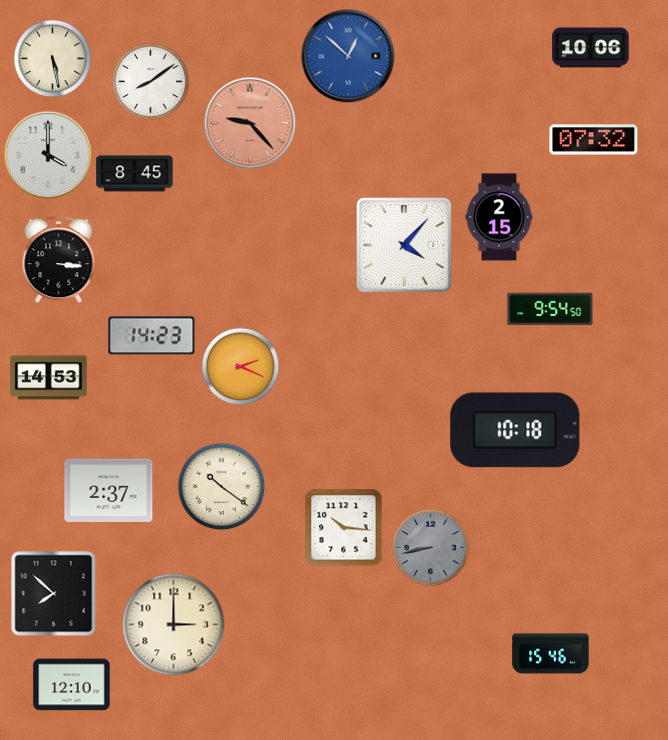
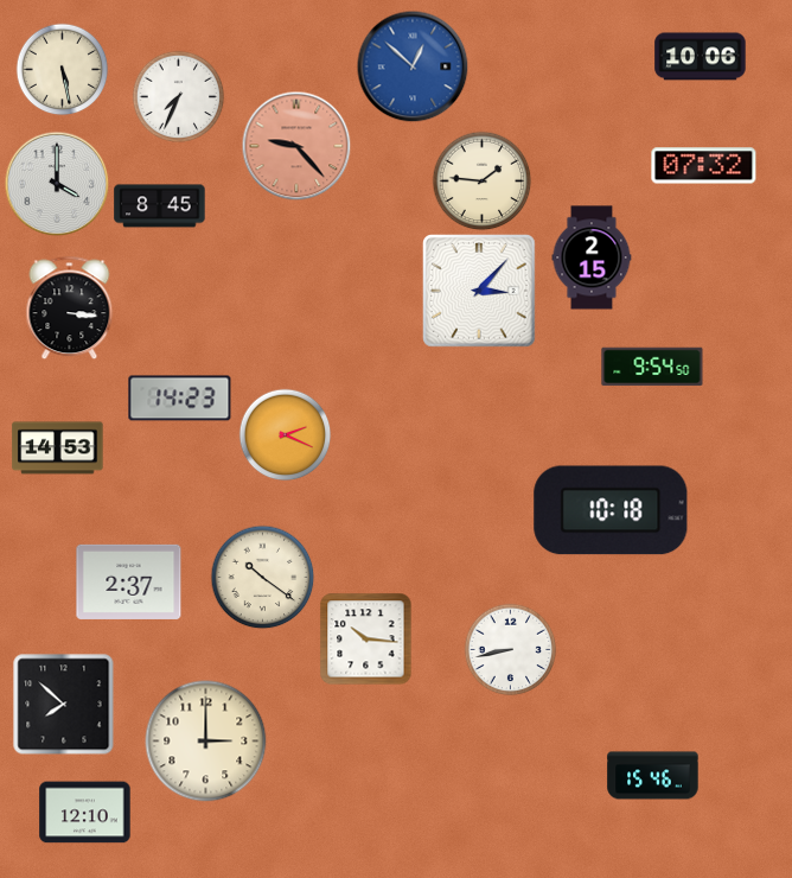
clock at (150, 81): 8:09 -> 7:34
clock at (481, 180): none -> 1:46
clock at (405, 246): 4:07 -> 3:07
clock at (343, 527) position: (343, 527) -> (365, 638)
clock at (430, 547) dial: grey -> white
